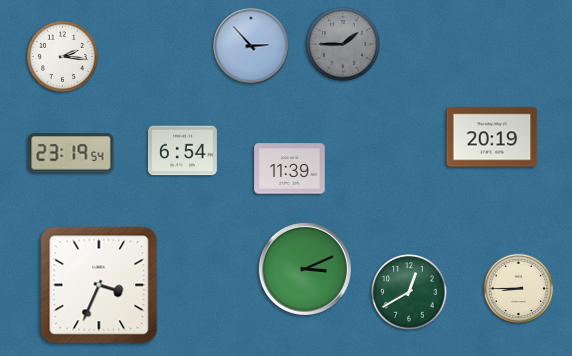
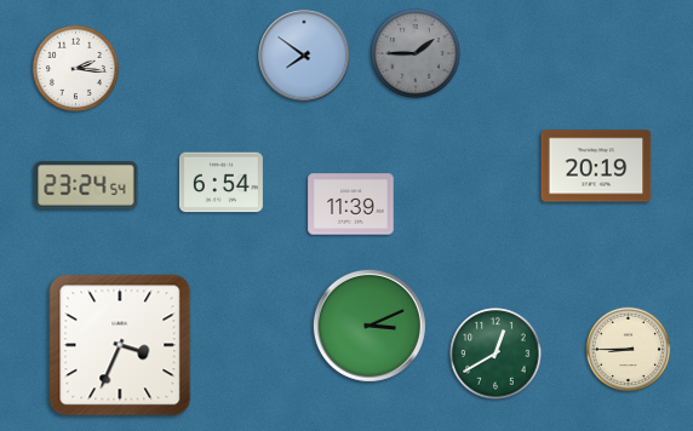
clock at (251, 46): 2:53 -> 7:51
clock at (71, 153): 23:19 -> 23:24
